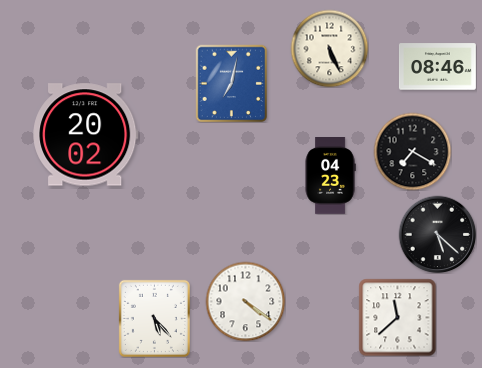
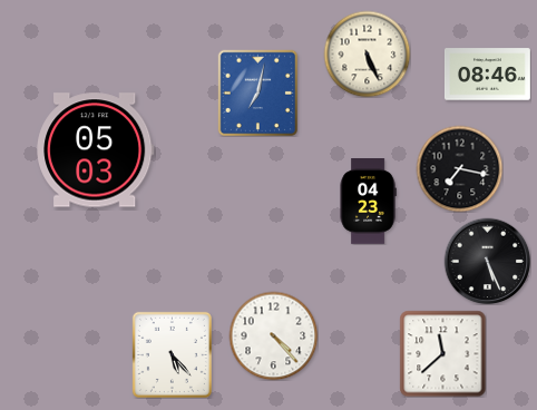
clock at (86, 135): 20:02 -> 05:03
clock at (412, 151): 7:20 -> 7:17
clock at (330, 176) position: (330, 176) -> (368, 202)
clock at (437, 234): 5:22 -> 5:26
clock at (245, 301): 4:21 -> 4:23
